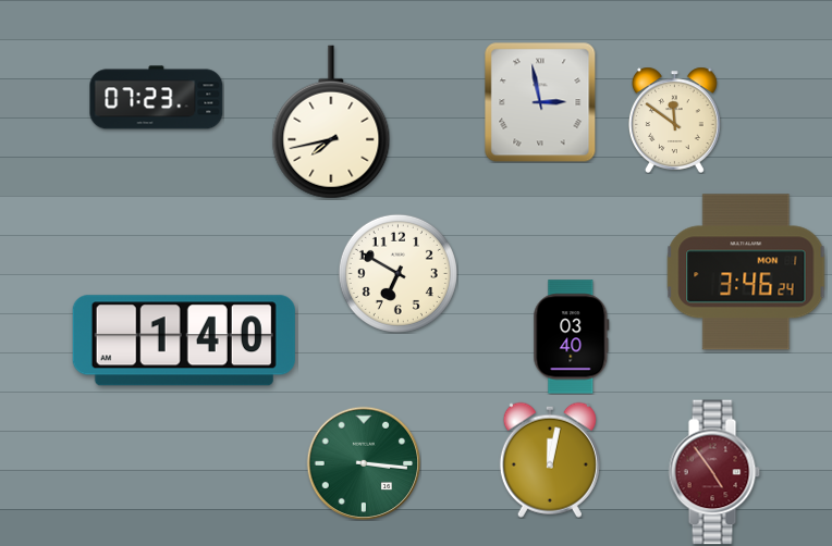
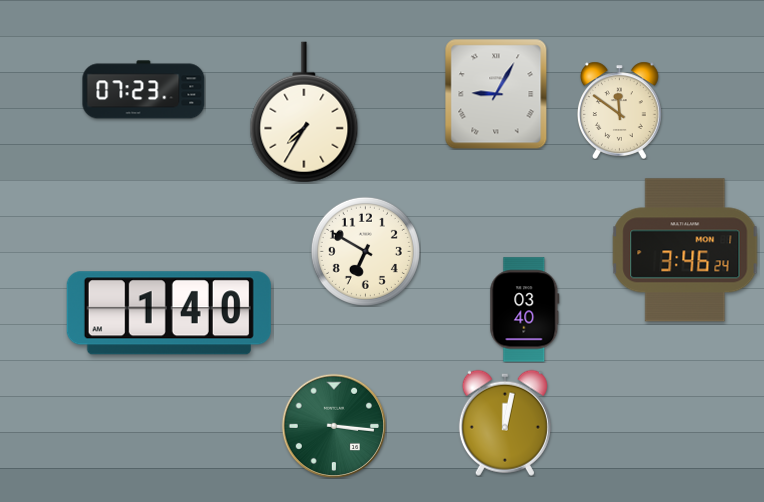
clock at (540, 102): 2:58 -> 9:05
clock at (331, 122): 7:43 -> 7:35
clock at (714, 472): 4:54 -> none
